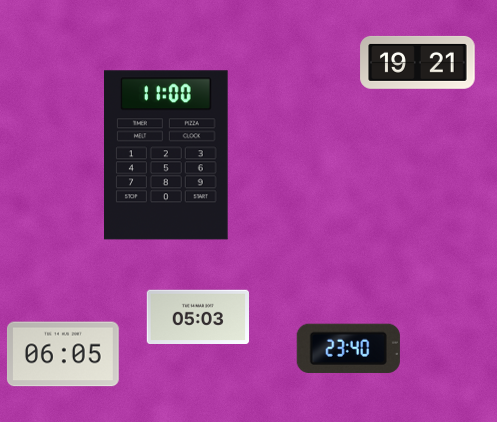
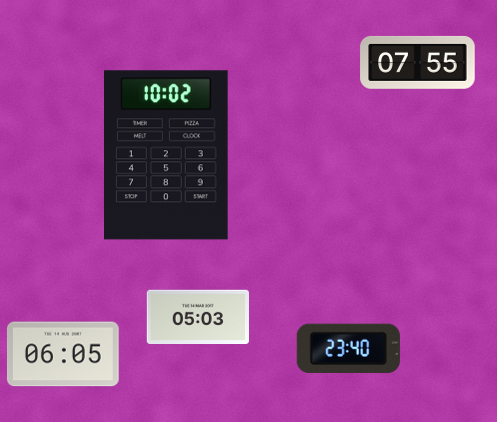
clock at (418, 62): 19:21 -> 07:55
clock at (167, 155): 11:00 -> 10:02
